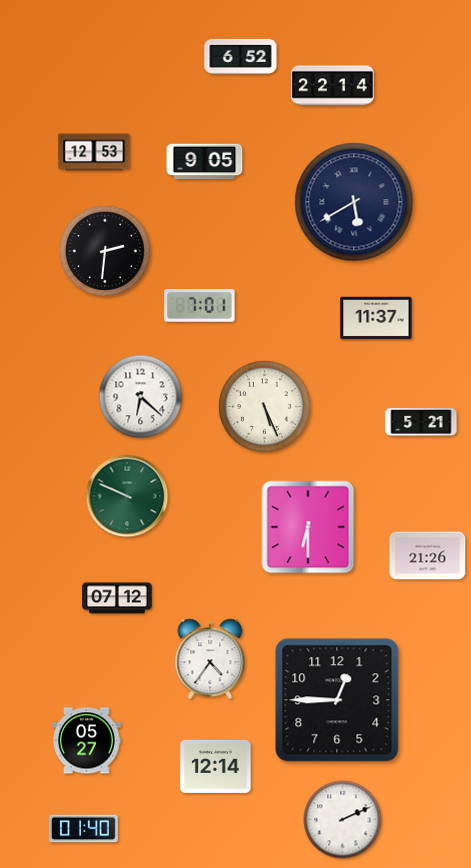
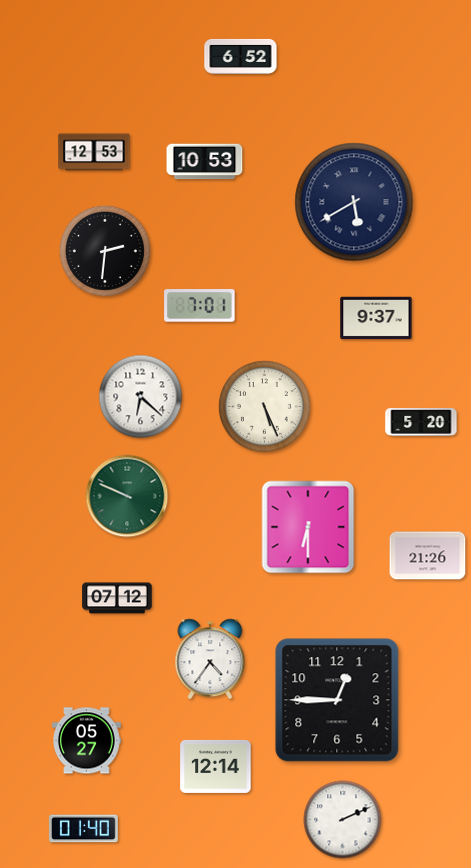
clock at (333, 86): 22:14 -> none
clock at (205, 162): 9:05 -> 10:53
clock at (376, 318): 11:37 -> 9:37
clock at (421, 423): 5:21 -> 5:20
